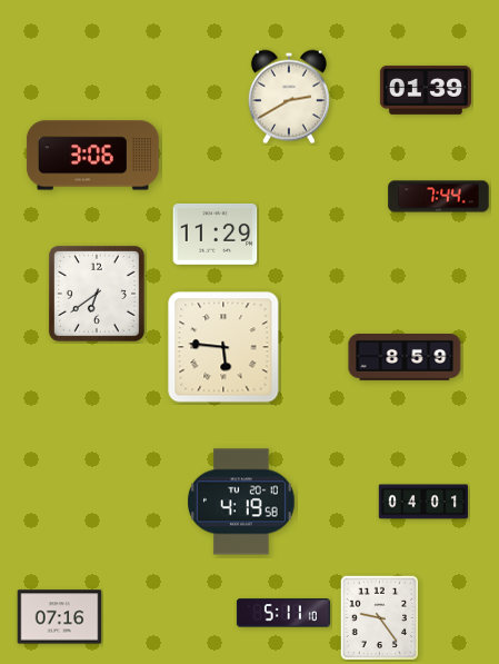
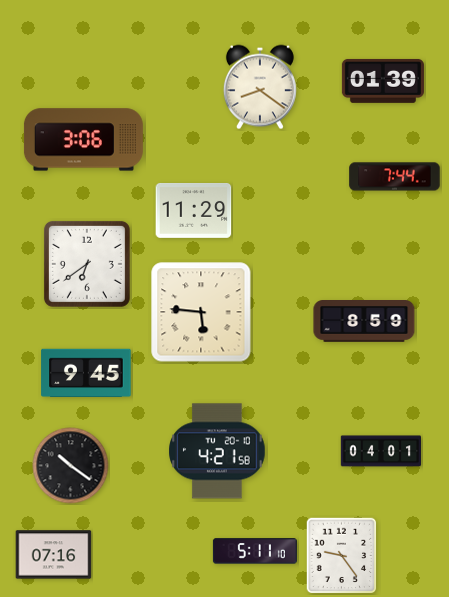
clock at (289, 97): 2:40 -> 8:21
clock at (86, 373): none -> 9:45
clock at (241, 502): 4:19 -> 4:21
clock at (71, 466): none -> 10:21
